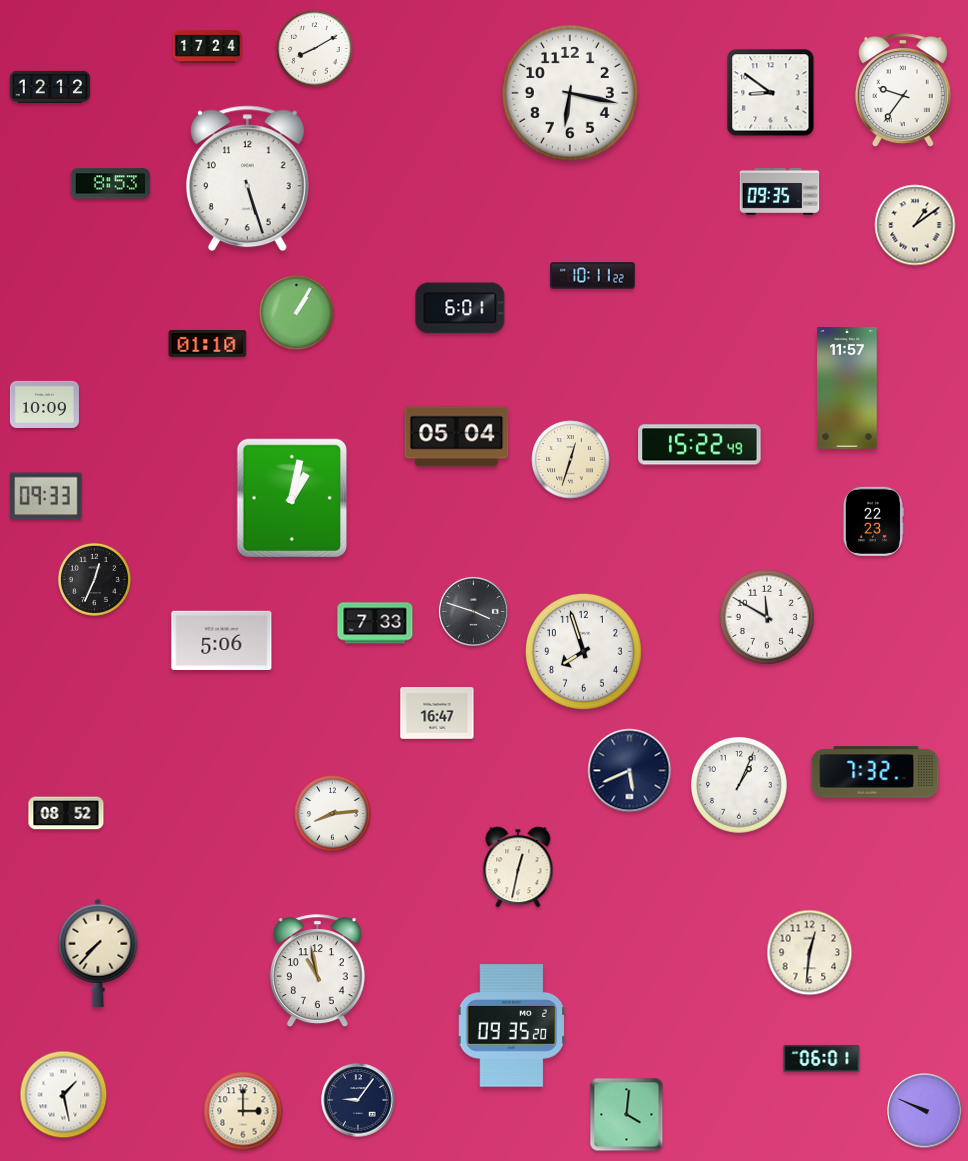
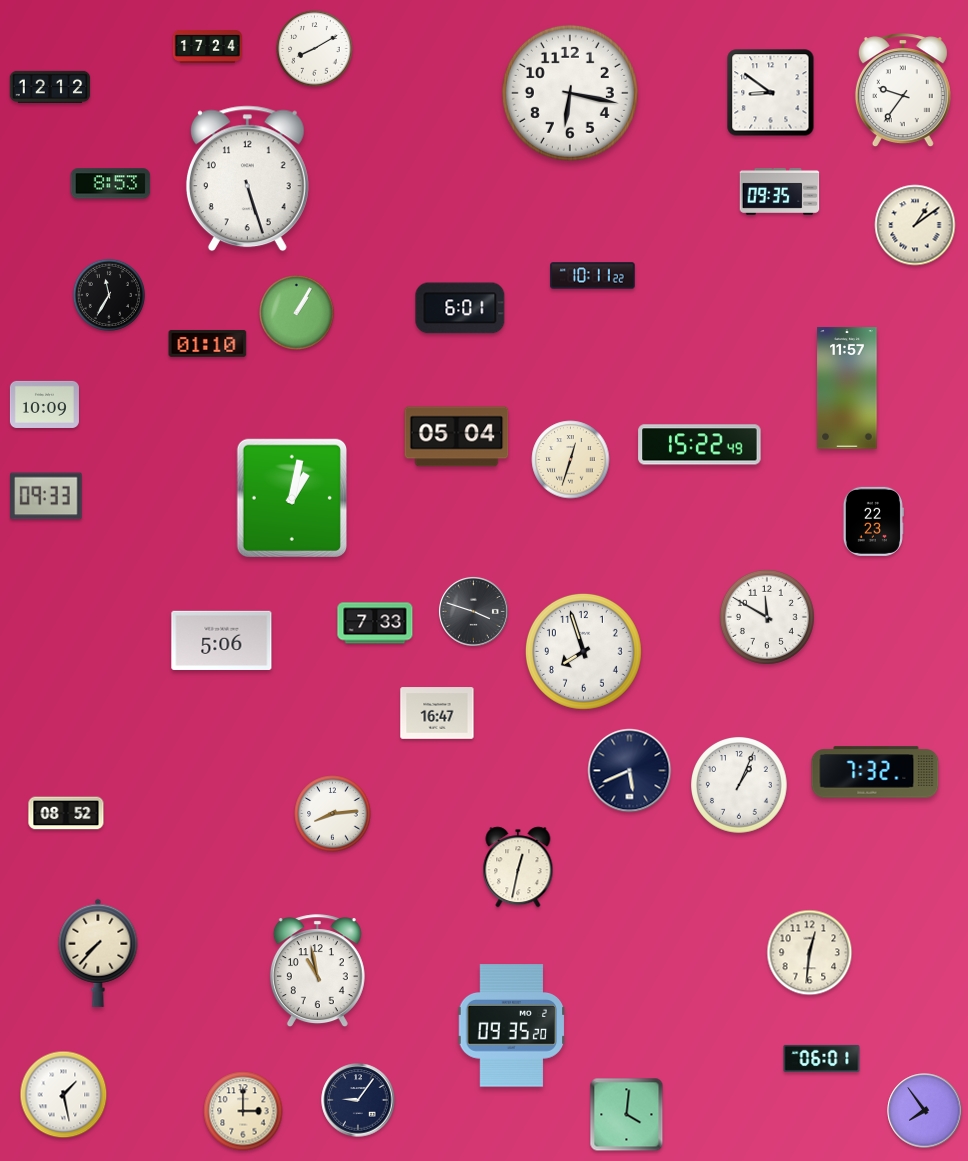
clock at (109, 295): none -> 11:35
clock at (94, 579): 12:34 -> none
clock at (925, 1111): 9:49 -> 7:54
